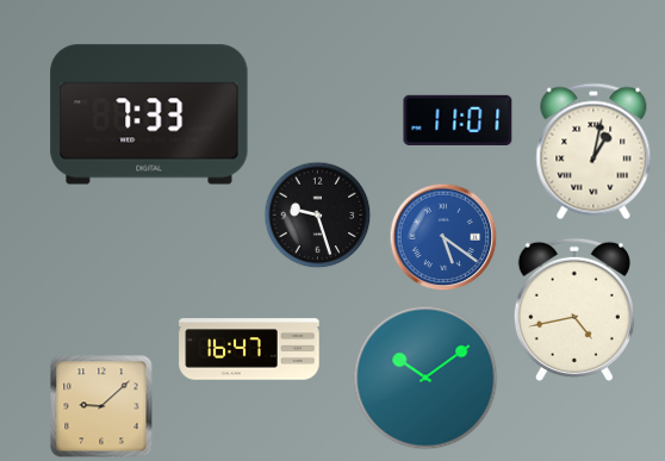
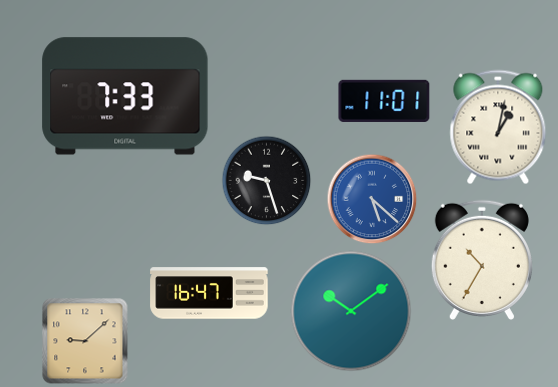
clock at (443, 237): 5:21 -> 5:22
clock at (574, 310): 4:43 -> 10:35
clock at (425, 378) position: (425, 378) -> (351, 311)
